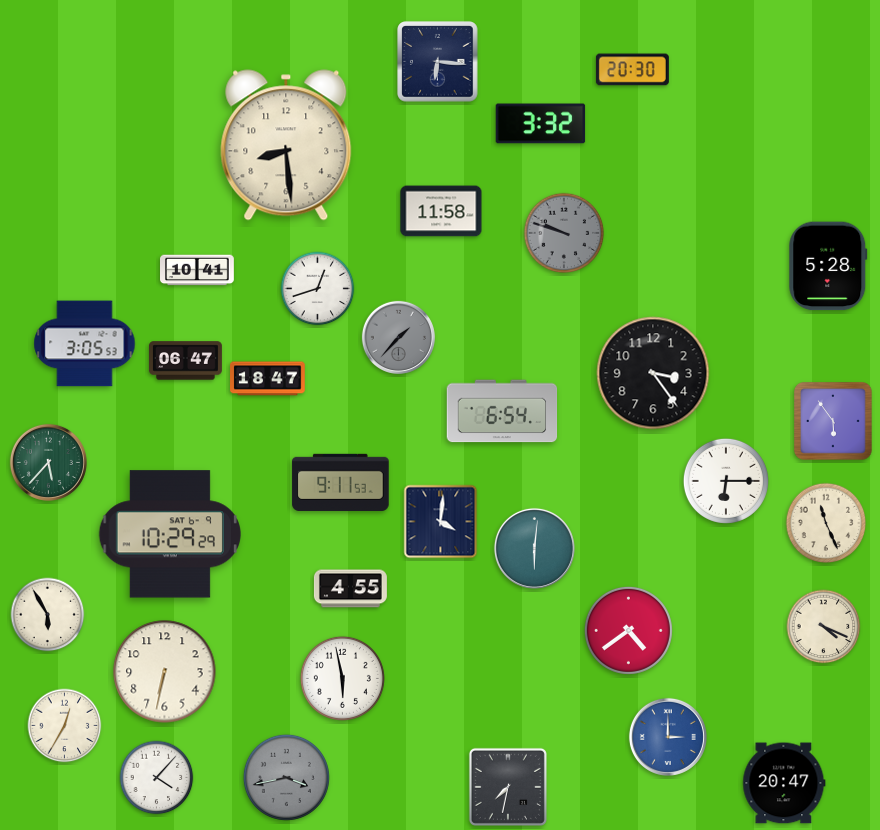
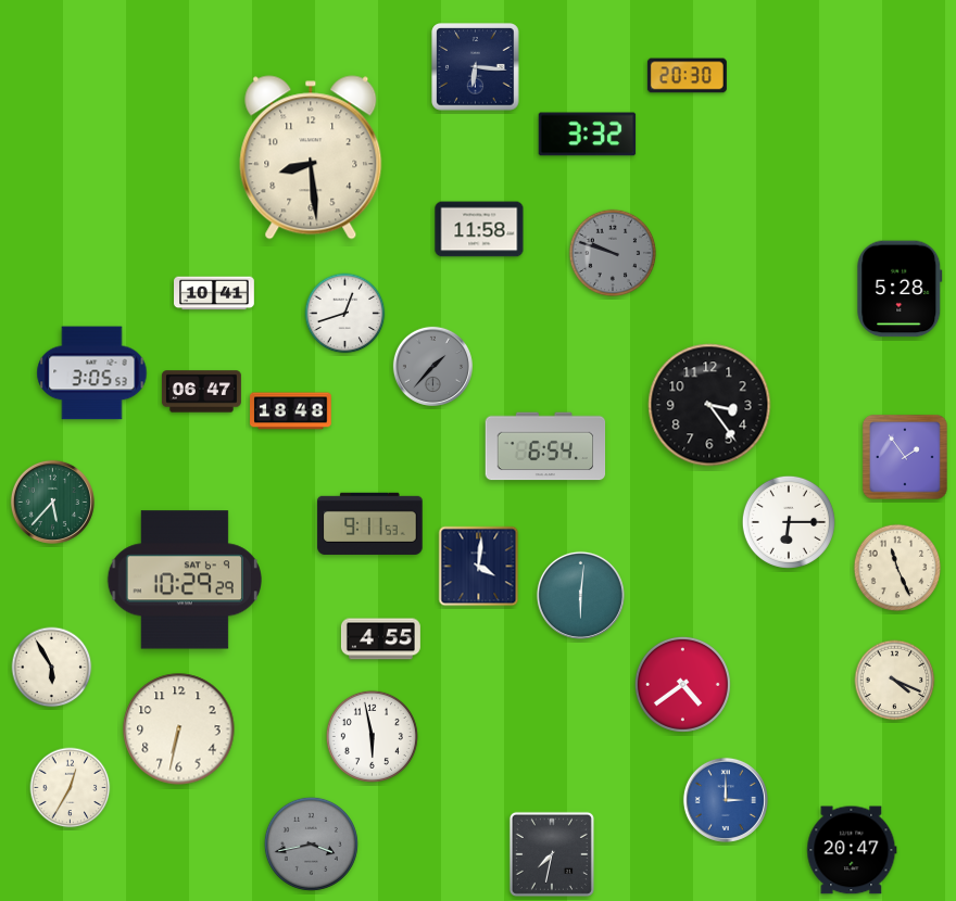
clock at (268, 379): 18:47 -> 18:48
clock at (834, 422): 5:54 -> 1:54
clock at (157, 778): 4:07 -> none
